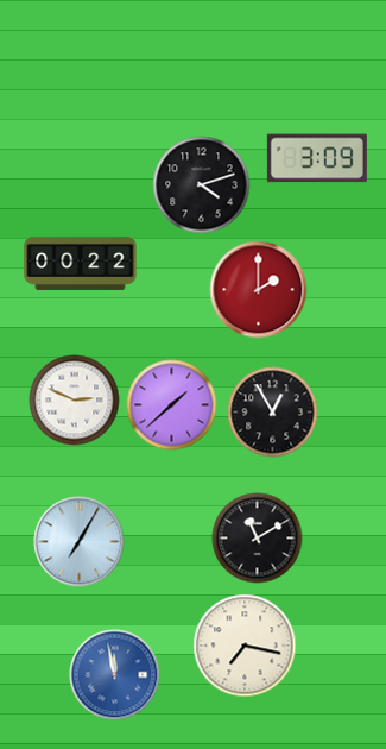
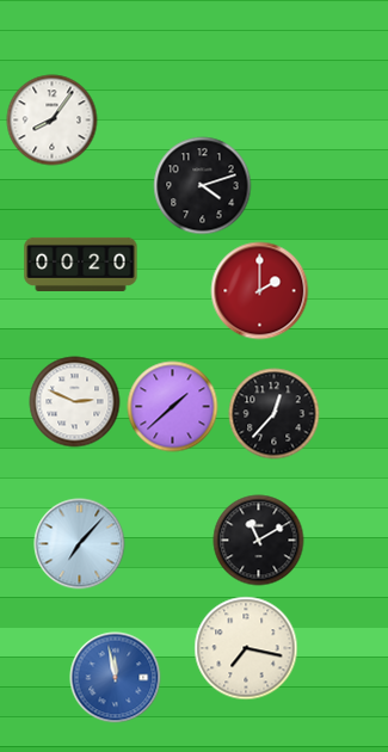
clock at (53, 121): none -> 8:06
clock at (317, 158): 3:09 -> none
clock at (81, 263): 00:22 -> 00:20
clock at (273, 413): 12:55 -> 12:37
clock at (80, 542): 7:05 -> 7:07
